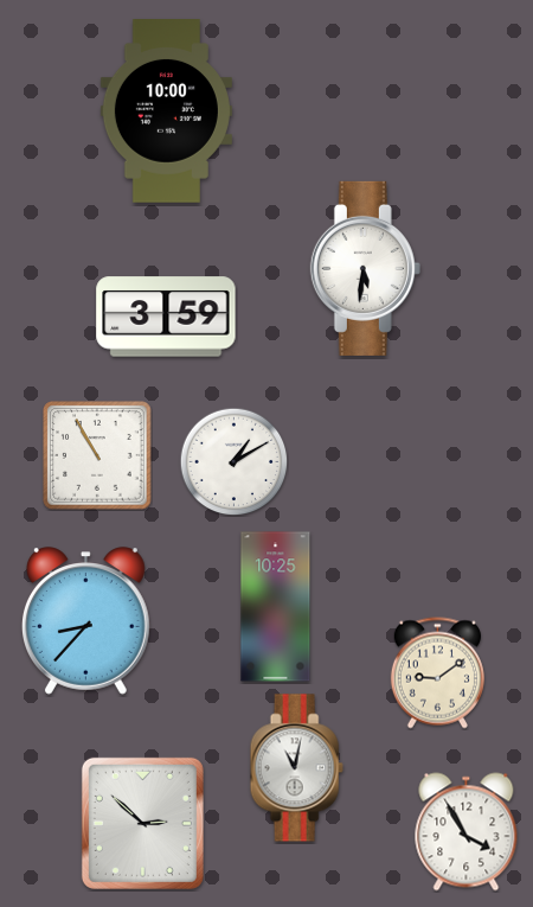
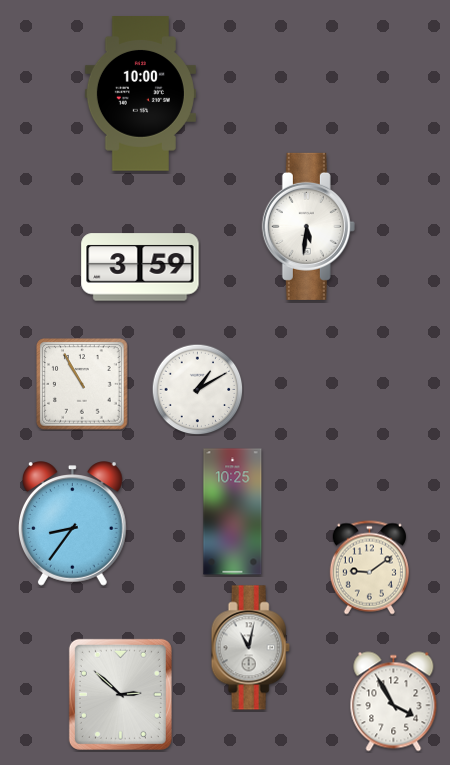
clock at (86, 621): 8:37 -> 8:36
